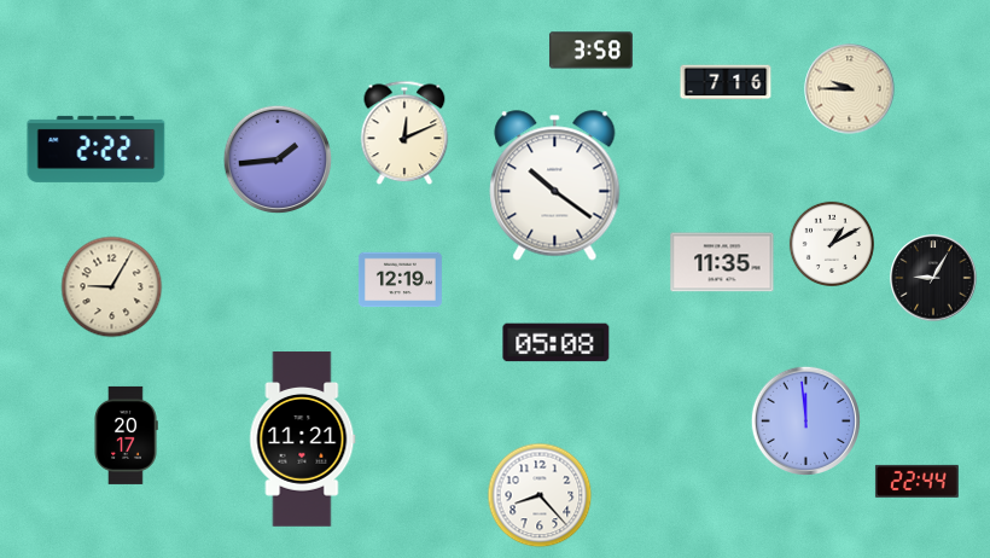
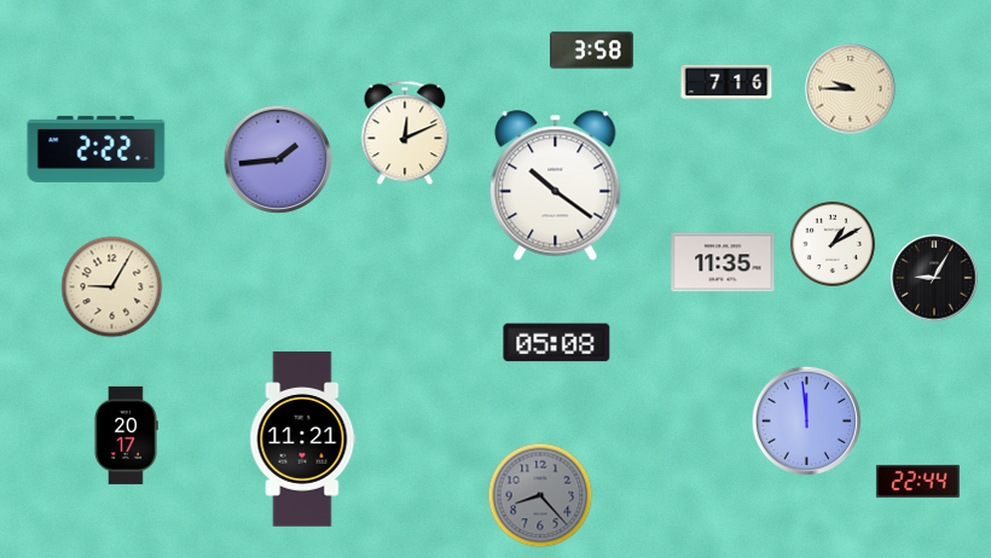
clock at (400, 280): 12:19 -> none
clock at (540, 495) dial: white -> grey
